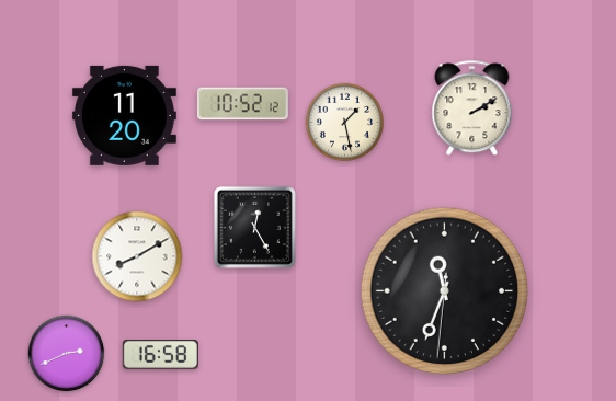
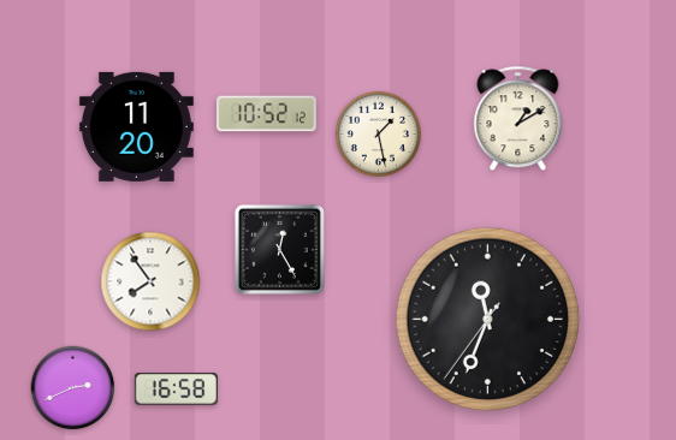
clock at (472, 108): 2:10 -> 1:10
clock at (137, 256): 8:10 -> 7:54
clock at (445, 291): 11:33:31 -> 11:33:36
